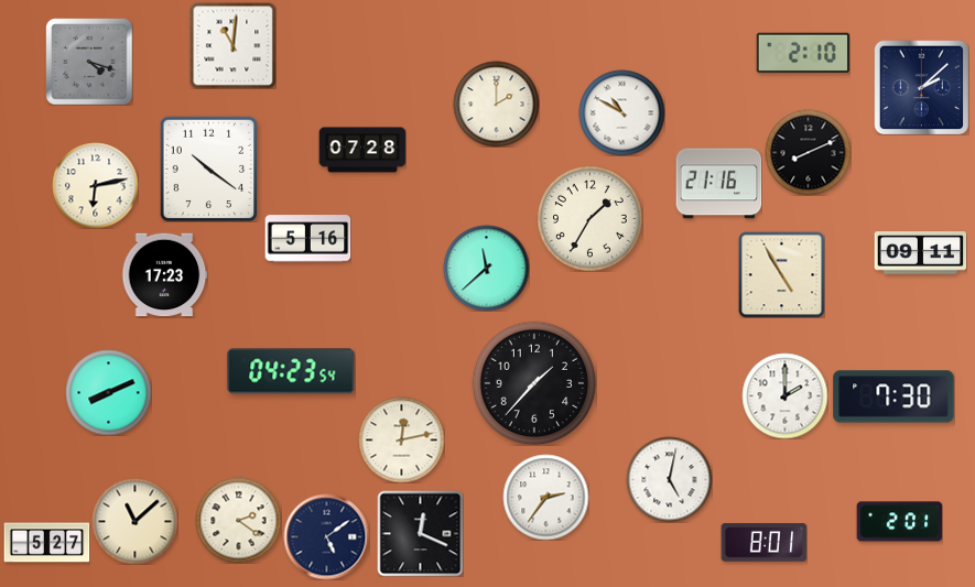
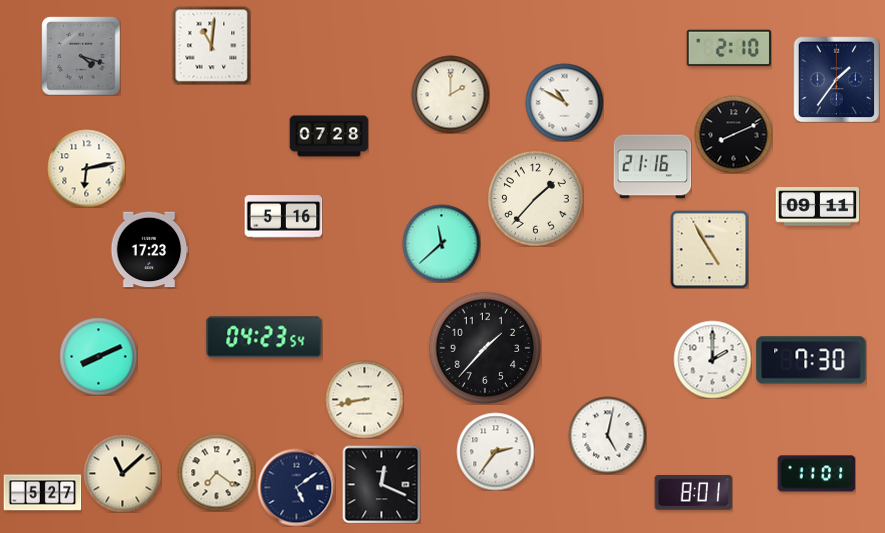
clock at (232, 45) position: (232, 45) -> (211, 45)
clock at (921, 87): 2:08 -> 1:36
clock at (808, 152) position: (808, 152) -> (733, 134)
clock at (209, 169): 10:21 -> none
clock at (591, 219): 1:35 -> 1:37
clock at (307, 239) position: (307, 239) -> (283, 217)
clock at (920, 253) position: (920, 253) -> (817, 207)
clock at (401, 439): 12:13 -> 8:43
clock at (238, 520): 2:21 -> 7:21
clock at (899, 522): 2:01 -> 11:01
